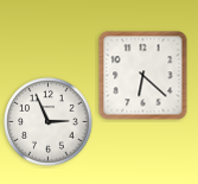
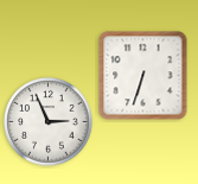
clock at (143, 76): 6:22 -> 6:33
